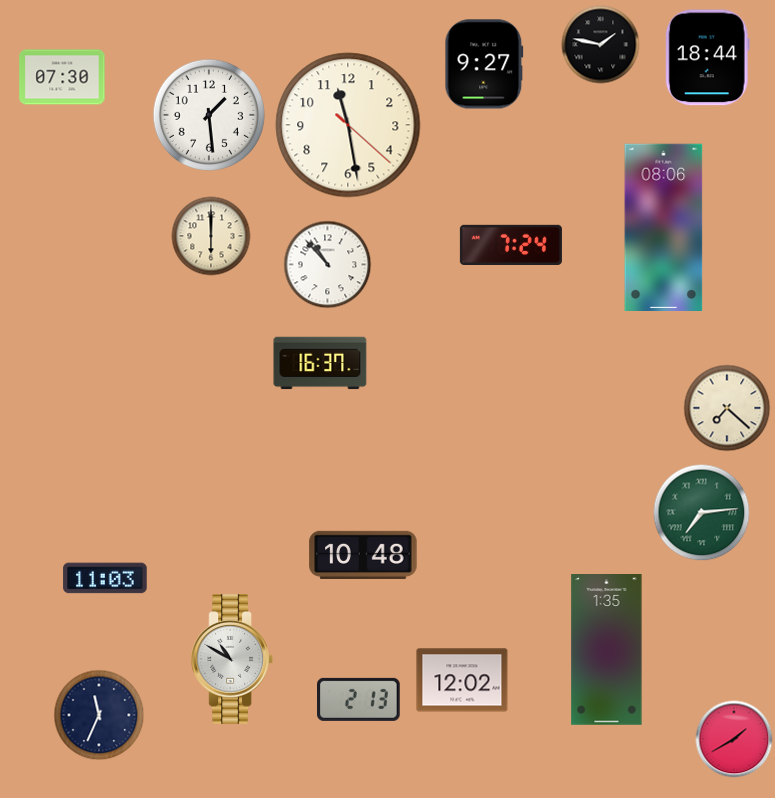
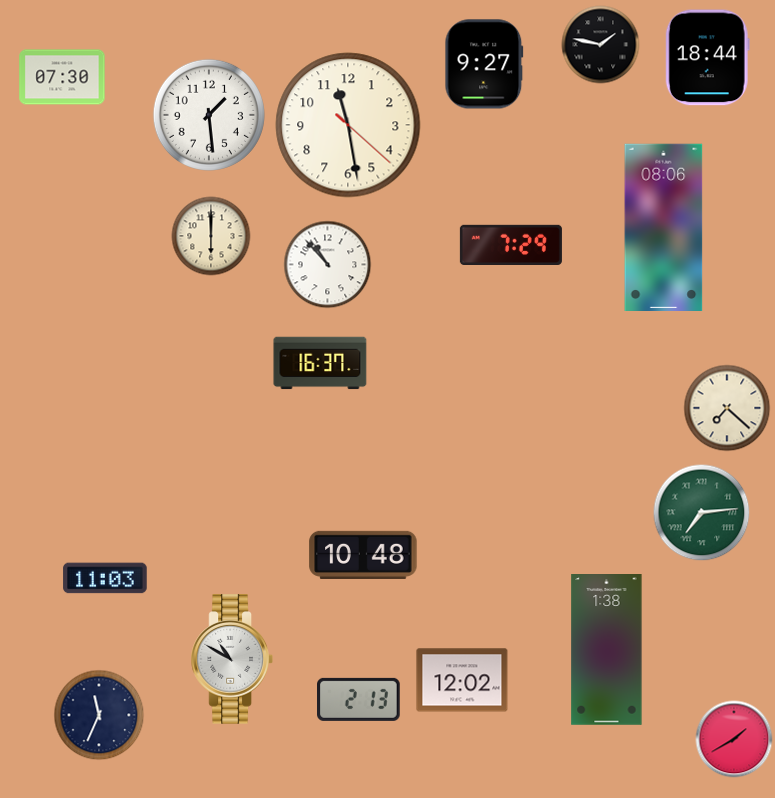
clock at (511, 244): 7:24 -> 7:29
clock at (607, 650): 1:35 -> 1:38
